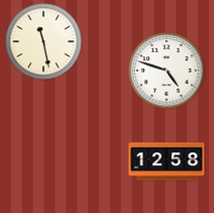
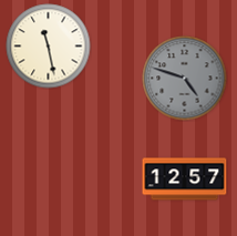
clock at (167, 71) dial: white -> grey
clock at (167, 162): 12:58 -> 12:57
